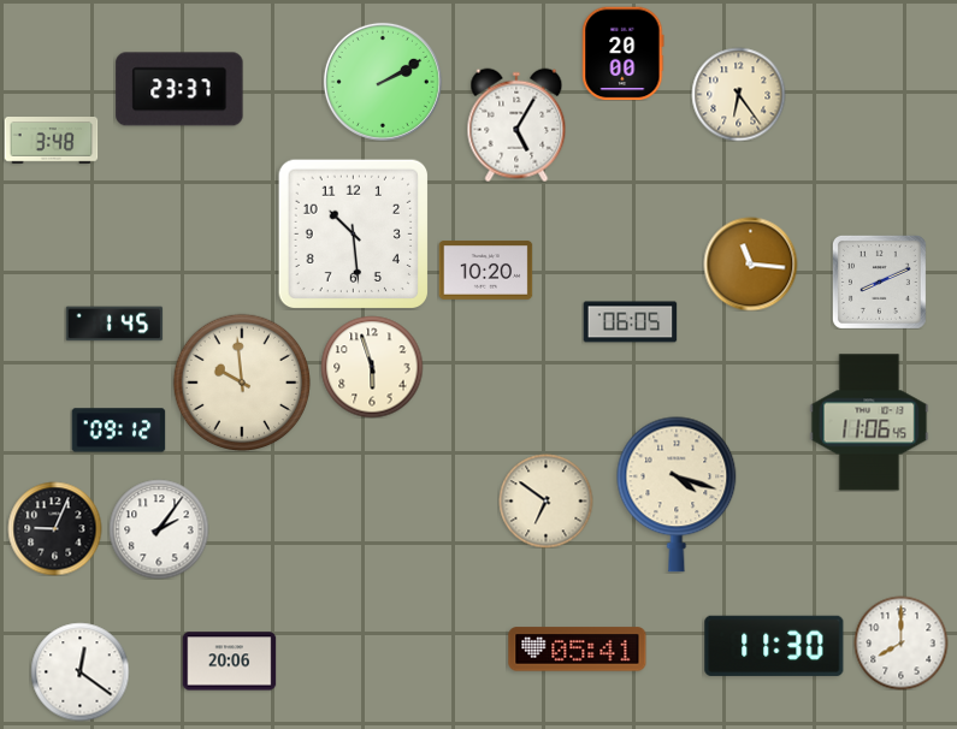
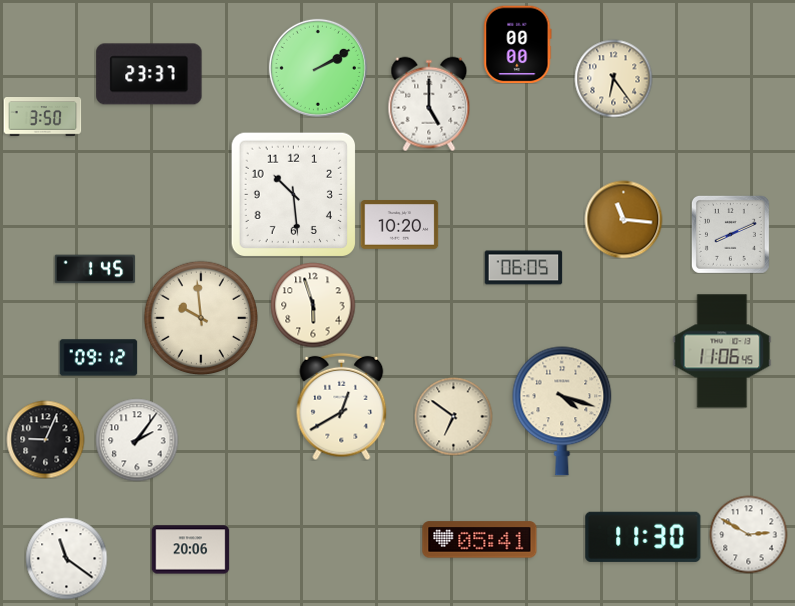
clock at (624, 53): 20:00 -> 00:00
clock at (516, 125): 5:05 -> 5:00
clock at (51, 141): 3:48 -> 3:50
clock at (485, 271) position: (485, 271) -> (399, 225)
clock at (372, 367) position: (372, 367) -> (313, 305)
clock at (342, 406): none -> 12:40
clock at (159, 529) position: (159, 529) -> (137, 440)
clock at (900, 642): 8:00 -> 2:50
clock at (79, 671): 12:21 -> 11:21
